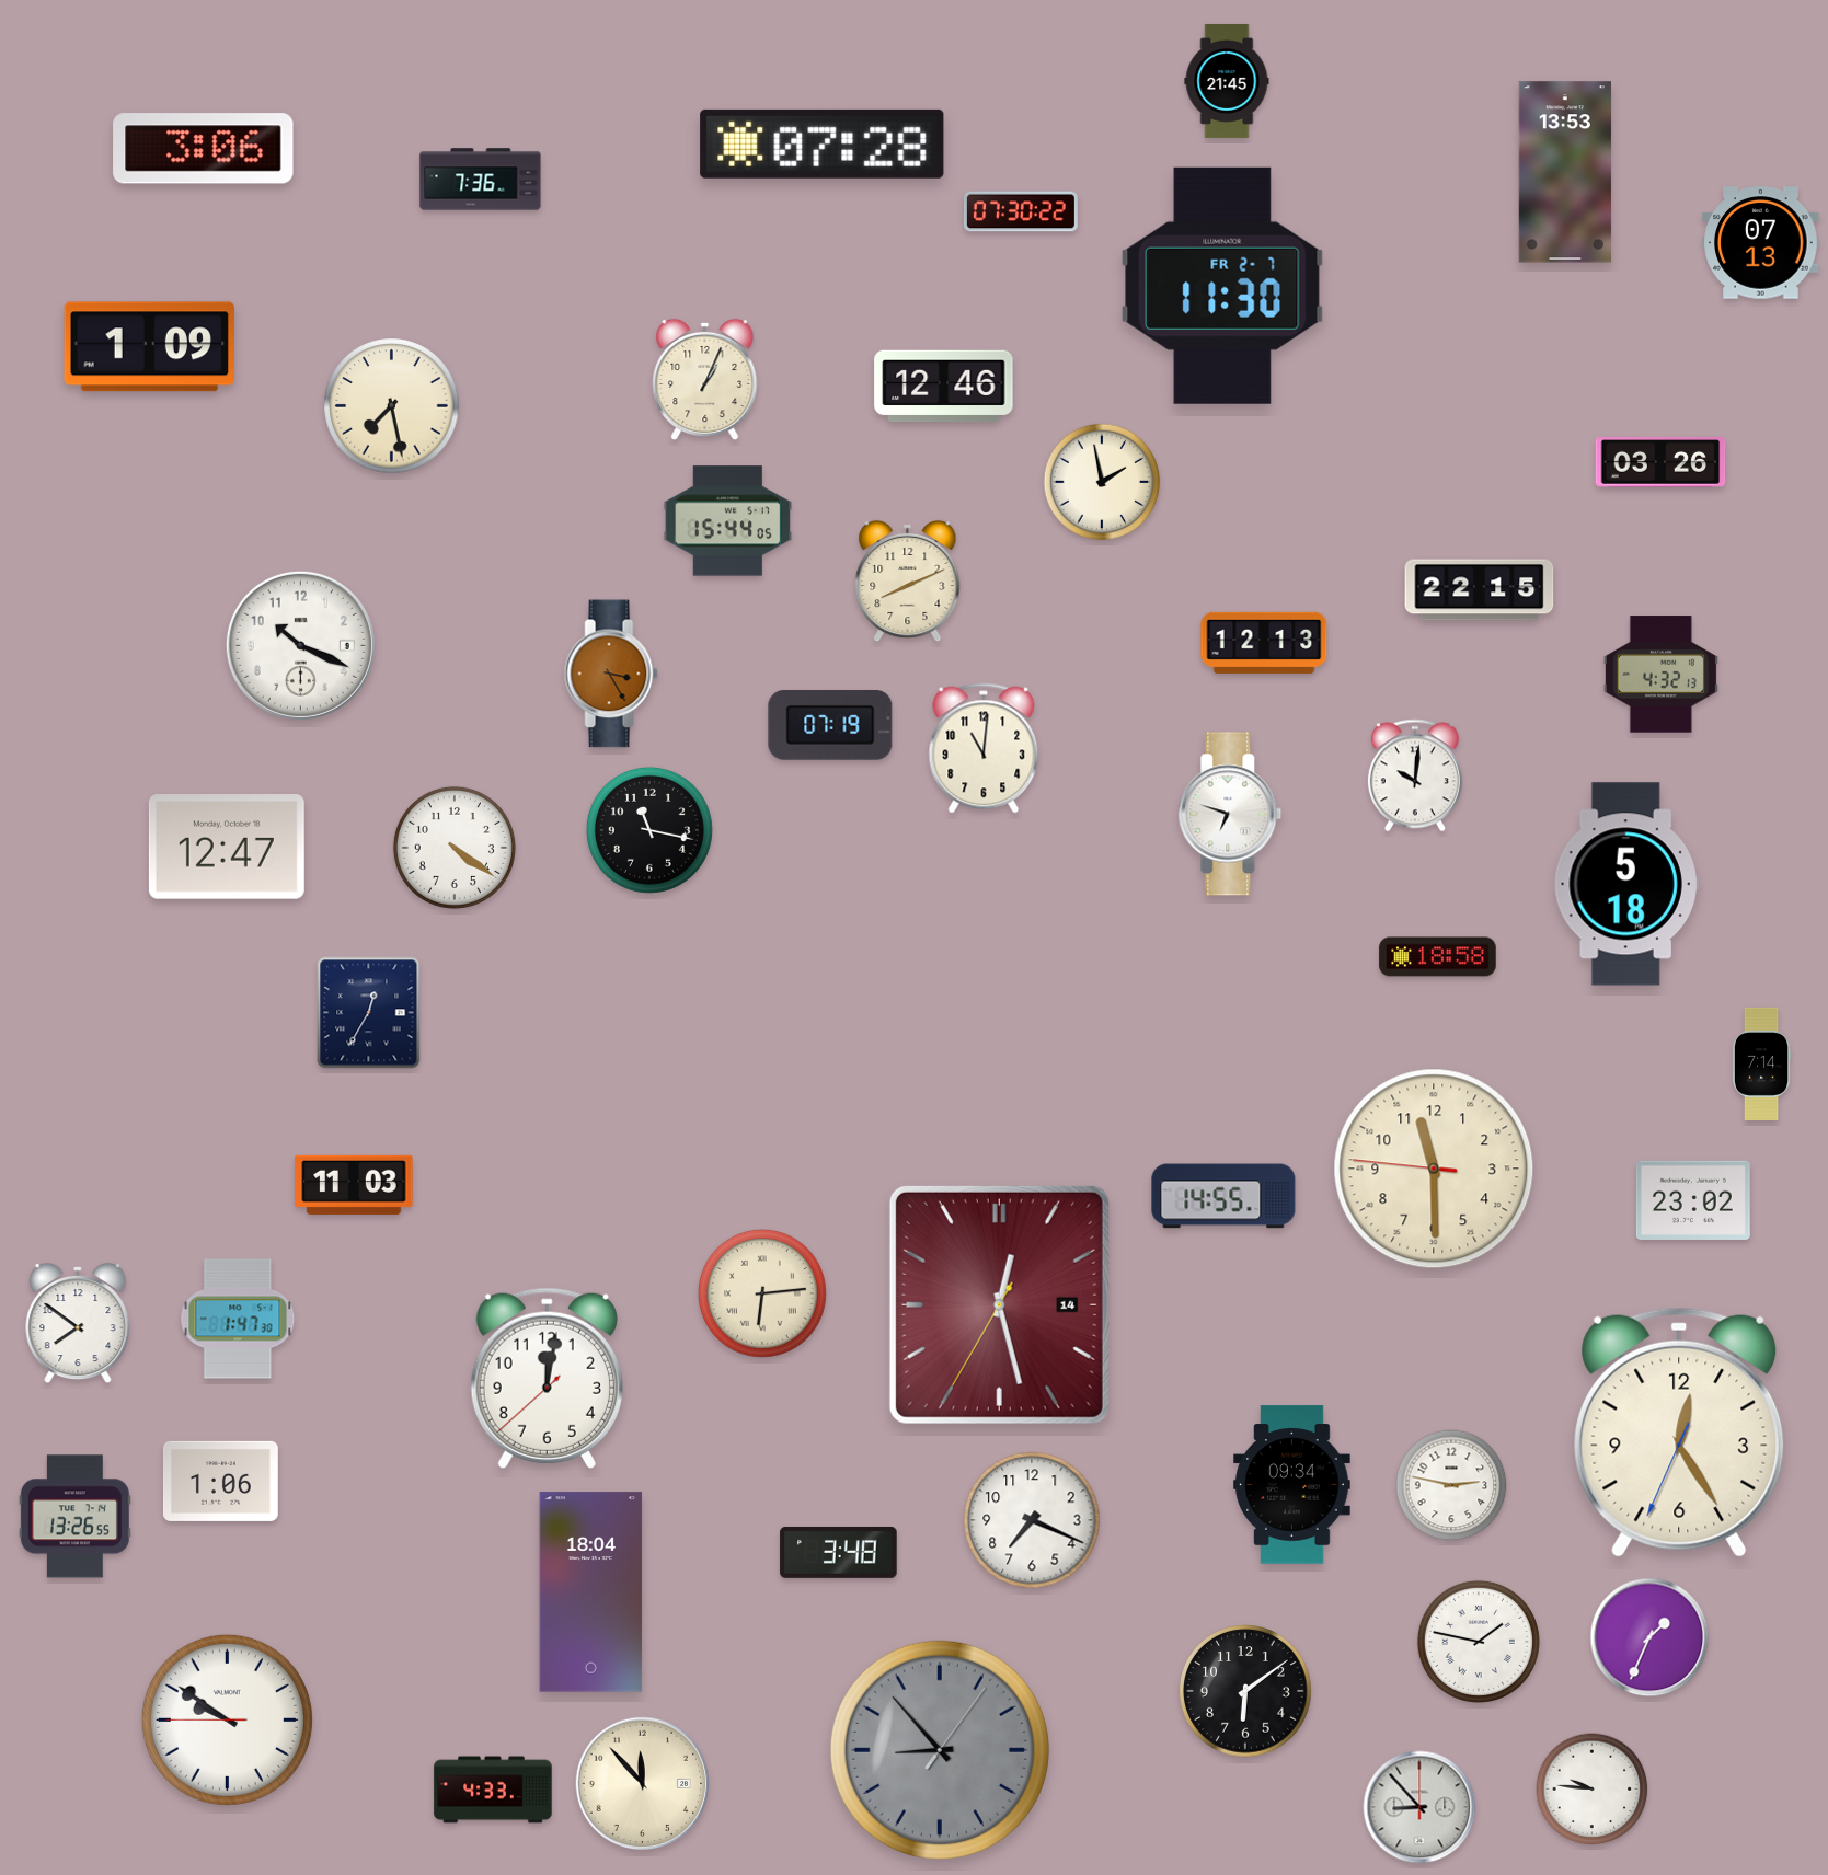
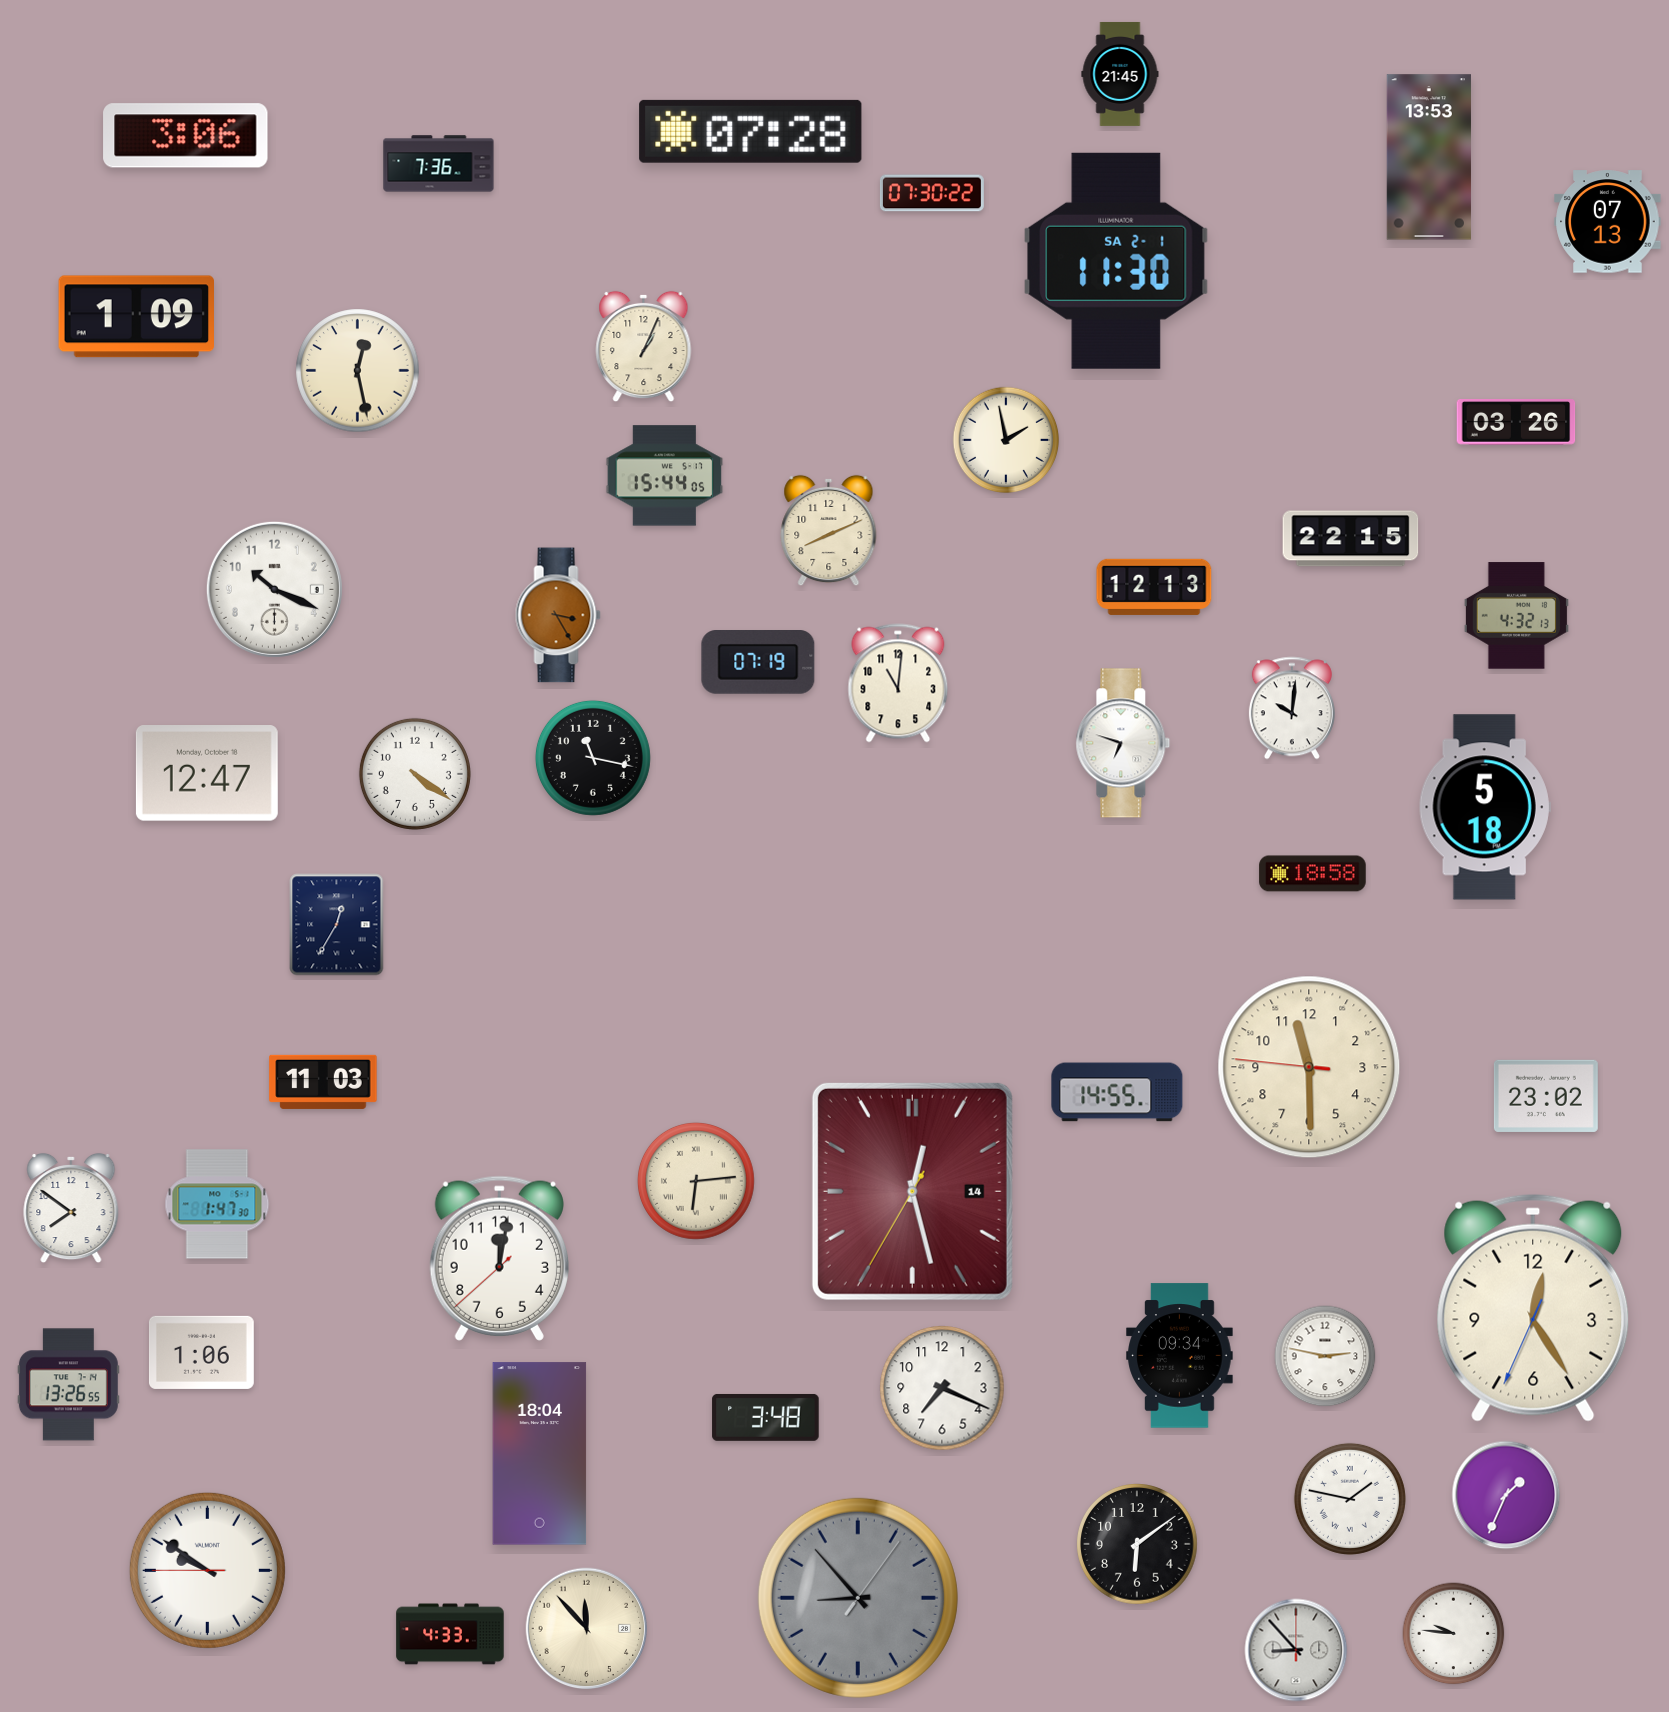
clock at (1222, 286) date: FR 2-7 -> SA 2-1
clock at (944, 387): 12:46 -> none
clock at (392, 406): 7:28 -> 12:28
clock at (1761, 1063): 7:14 -> none
